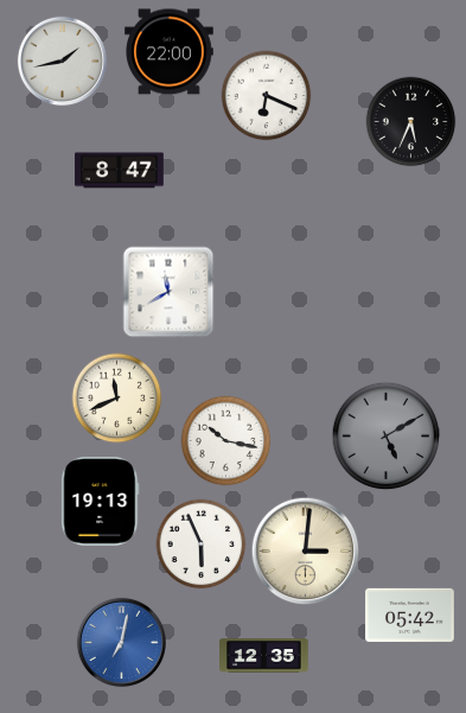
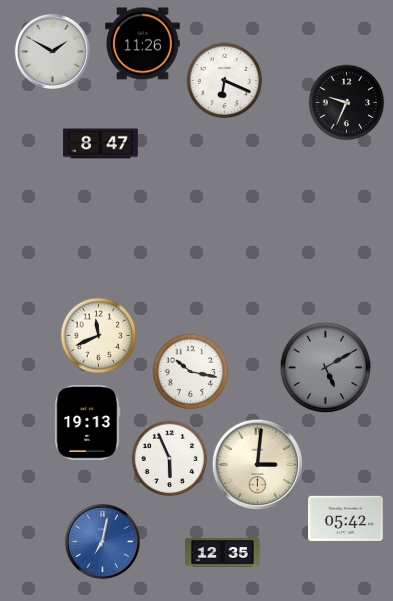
clock at (170, 52): 22:00 -> 11:26
clock at (62, 61): 1:43 -> 1:50
clock at (411, 122): 5:34 -> 9:34
clock at (168, 292): 11:40 -> none
clock at (101, 502) position: (101, 502) -> (88, 423)
